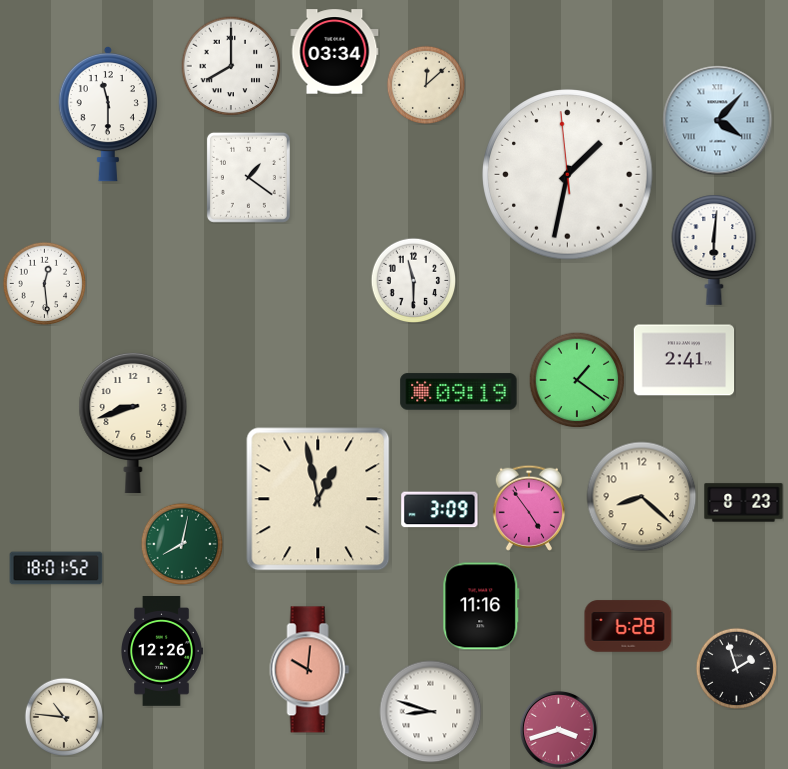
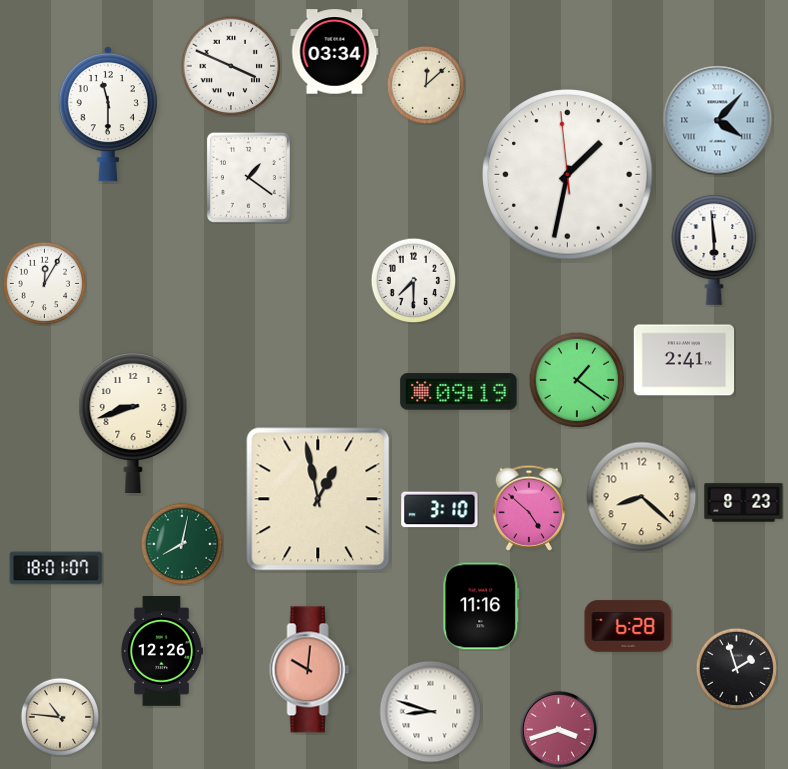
clock at (231, 66): 8:00 -> 3:49
clock at (714, 250): 6:01 -> 5:59
clock at (413, 280): 11:30 -> 7:30
clock at (44, 283): 12:29 -> 12:05
clock at (529, 508): 4:54 -> 4:52
clock at (440, 510): 3:09 -> 3:10
clock at (56, 568): 18:01:52 -> 18:01:07
clock at (63, 716) position: (63, 716) -> (59, 716)
